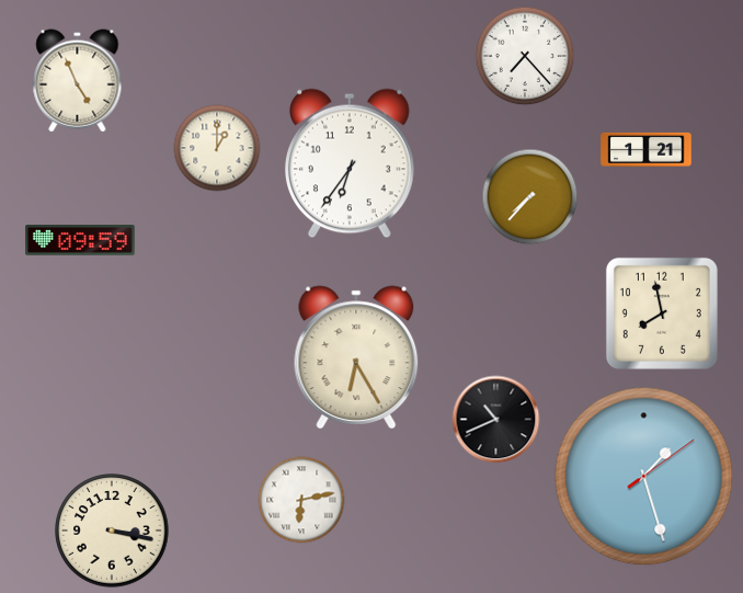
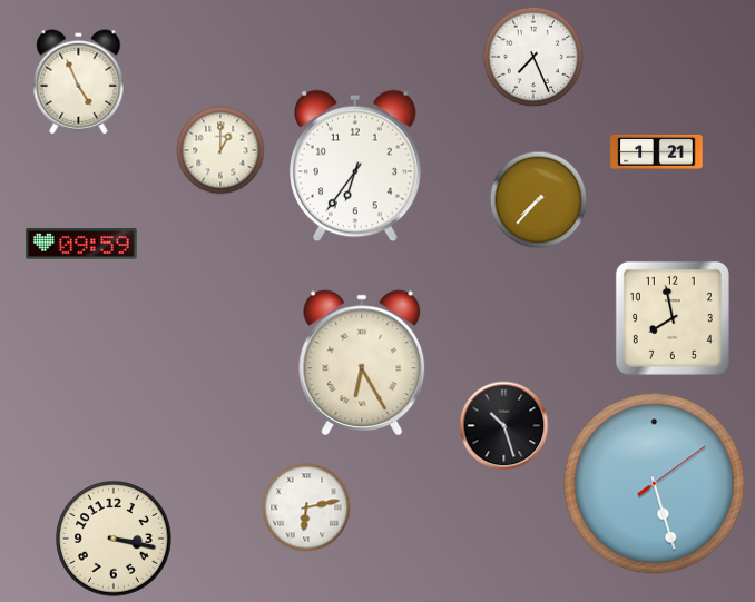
clock at (525, 56): 7:23 -> 7:26
clock at (496, 420): 10:41 -> 10:27
clock at (644, 477): 1:27 -> 5:27
